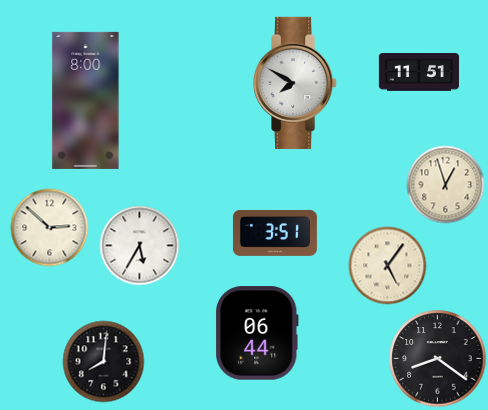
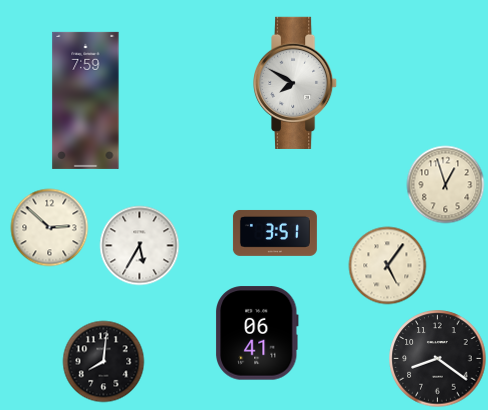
clock at (419, 72): 11:51 -> none
clock at (86, 100): 8:00 -> 7:59
clock at (257, 333): 06:44 -> 06:41
